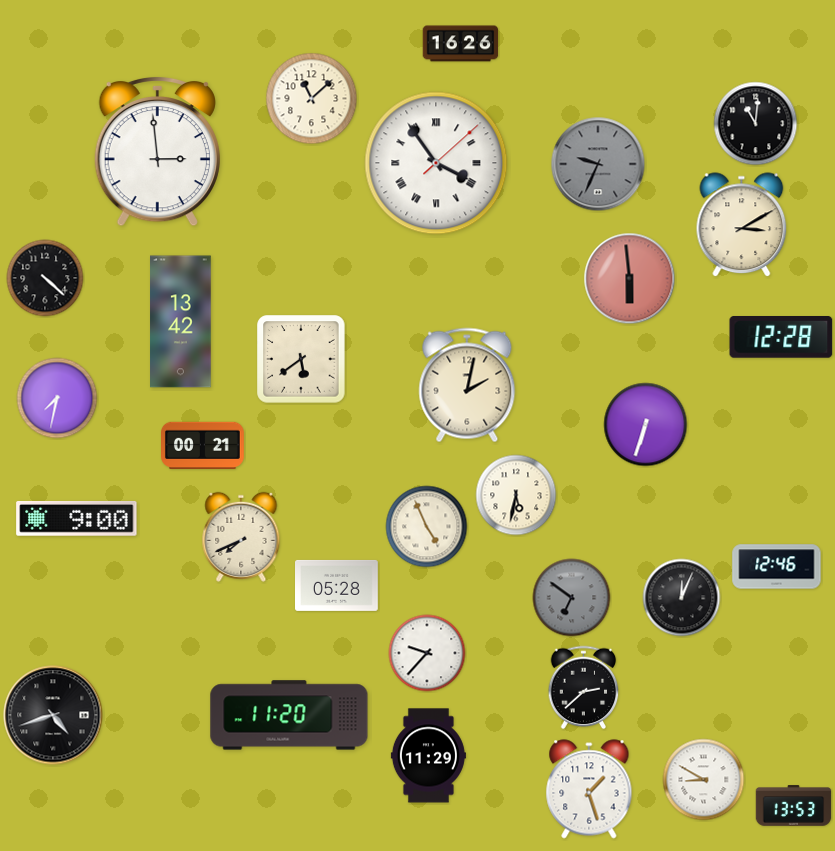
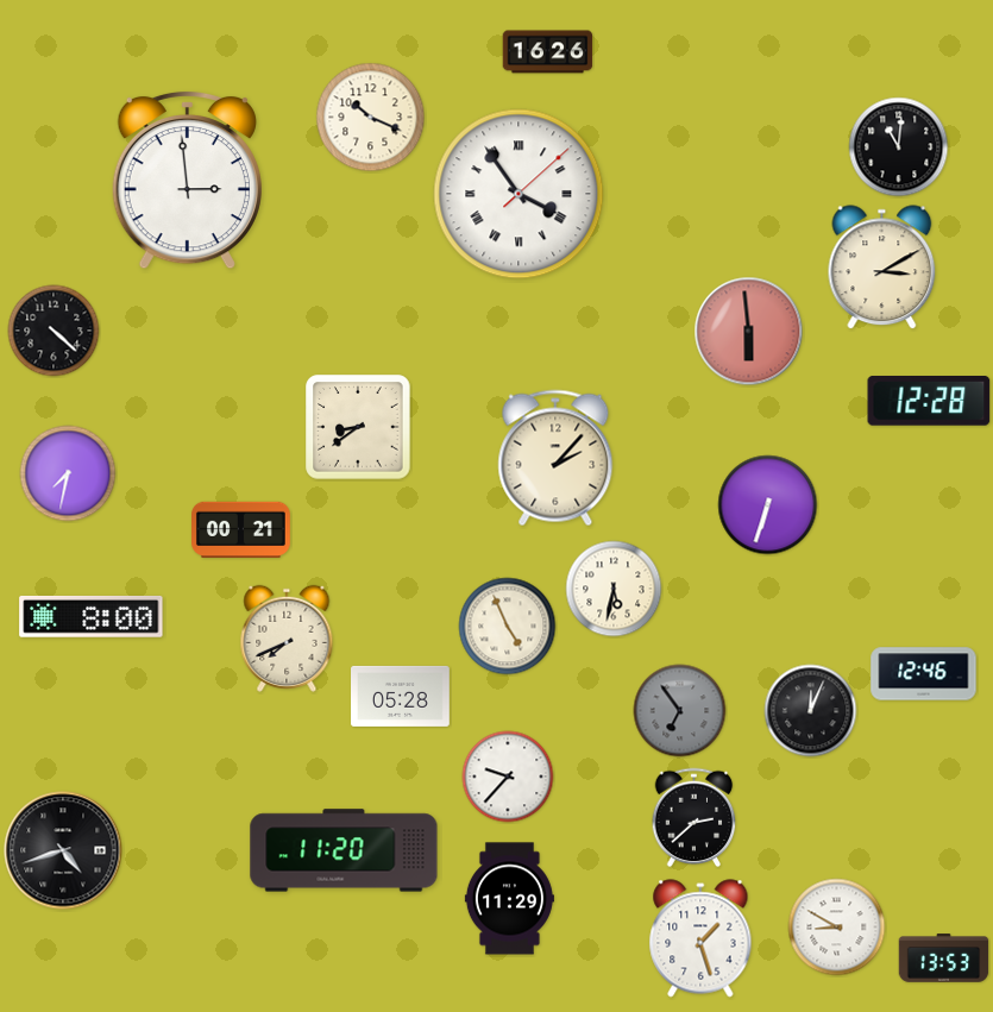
clock at (312, 99): 11:08 -> 10:19
clock at (598, 164): 9:34 -> none
clock at (181, 322): 13:42 -> none
clock at (301, 359): 5:39 -> 8:39
clock at (467, 385): 2:02 -> 2:07
clock at (77, 519): 9:00 -> 8:00
clock at (572, 598): 6:51 -> 6:54
